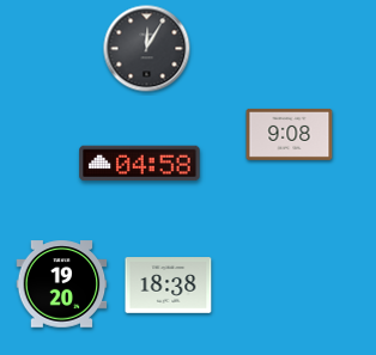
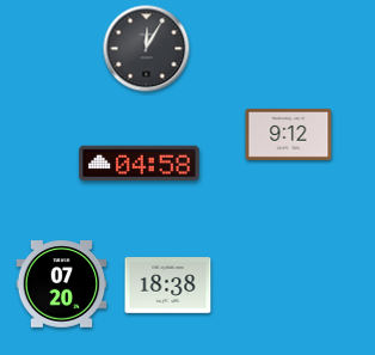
clock at (290, 134): 9:08 -> 9:12
clock at (62, 284): 19:20 -> 07:20
